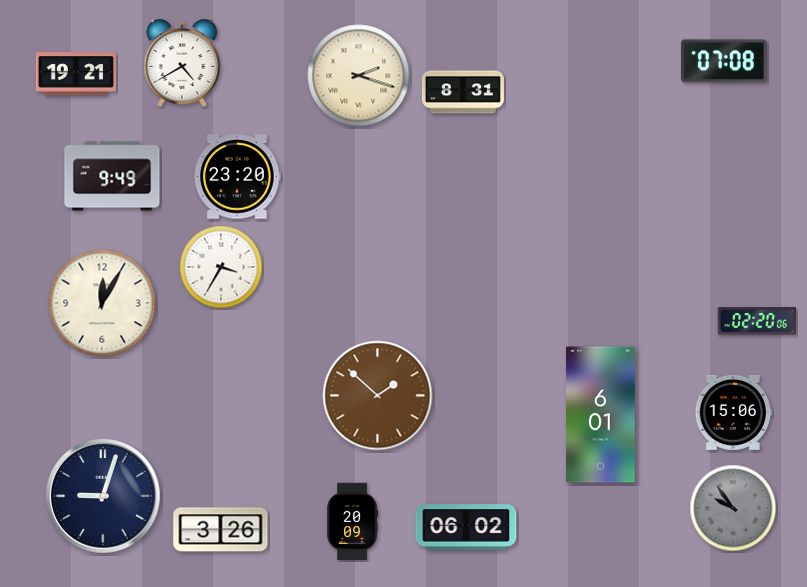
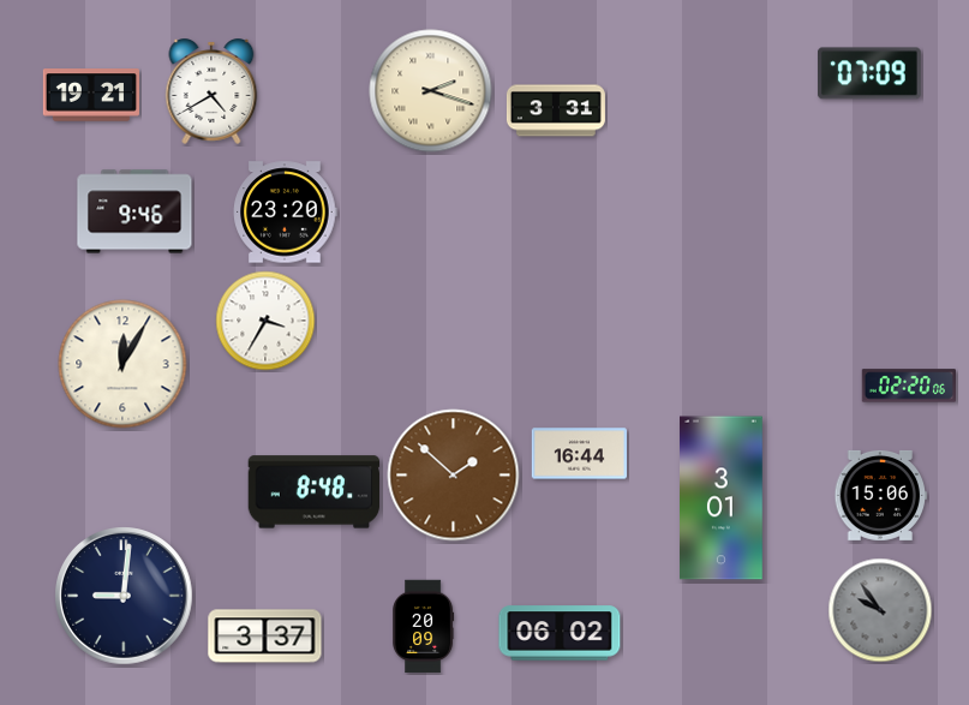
clock at (725, 61): 07:08 -> 07:09
clock at (182, 64) position: (182, 64) -> (211, 92)
clock at (76, 74) position: (76, 74) -> (91, 95)
clock at (463, 92): 8:31 -> 3:31
clock at (112, 176): 9:49 -> 9:46
clock at (579, 454): none -> 16:44
clock at (315, 492): none -> 8:48
clock at (601, 415): 6:01 -> 3:01
clock at (103, 496): 9:03 -> 9:01
clock at (221, 530): 3:26 -> 3:37
